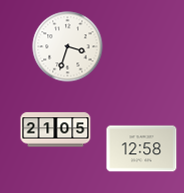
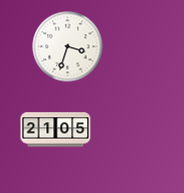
clock at (142, 149): 12:58 -> none
